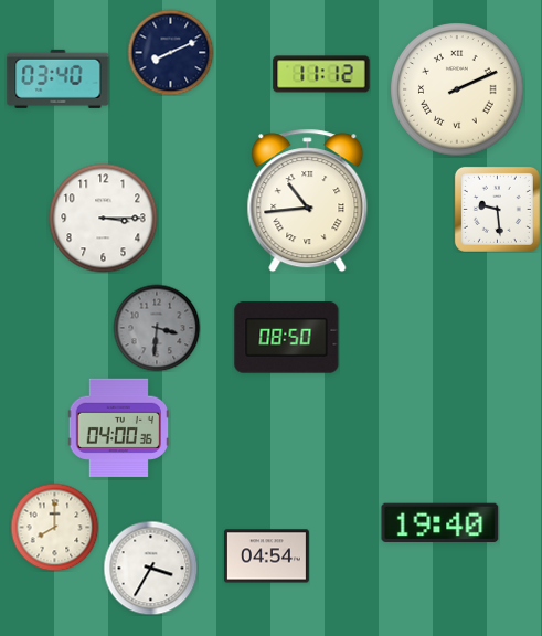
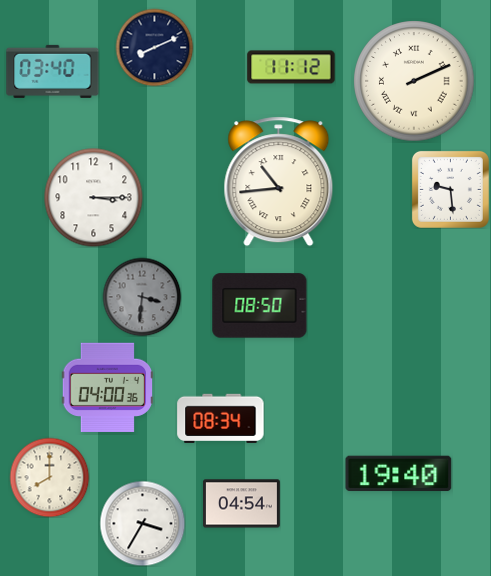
clock at (221, 418): none -> 08:34
clock at (150, 568) position: (150, 568) -> (142, 523)
